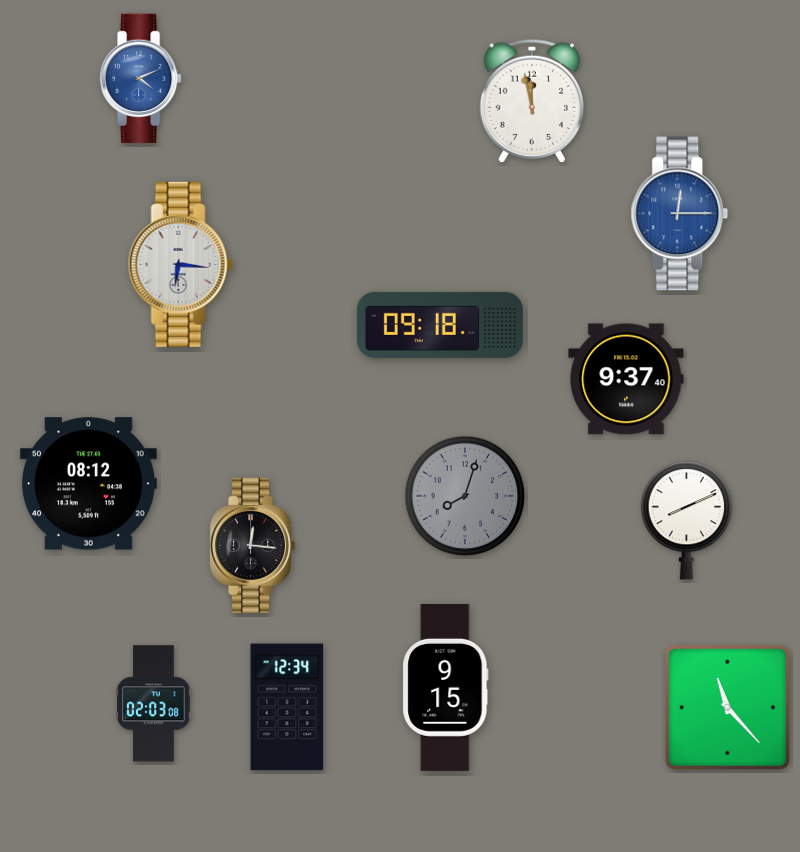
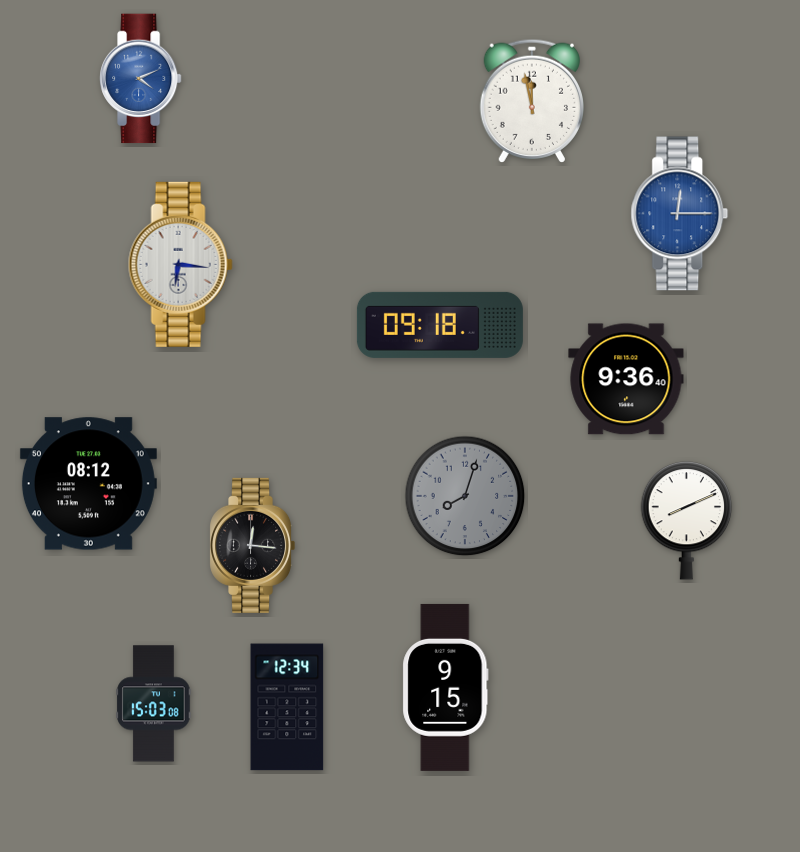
clock at (626, 379): 9:37 -> 9:36
clock at (154, 704): 02:03 -> 15:03
clock at (727, 707): 11:23 -> none
